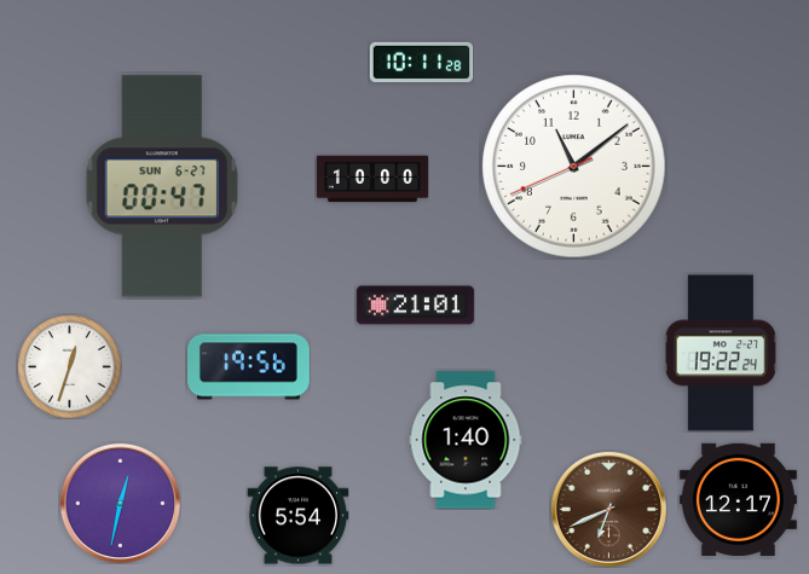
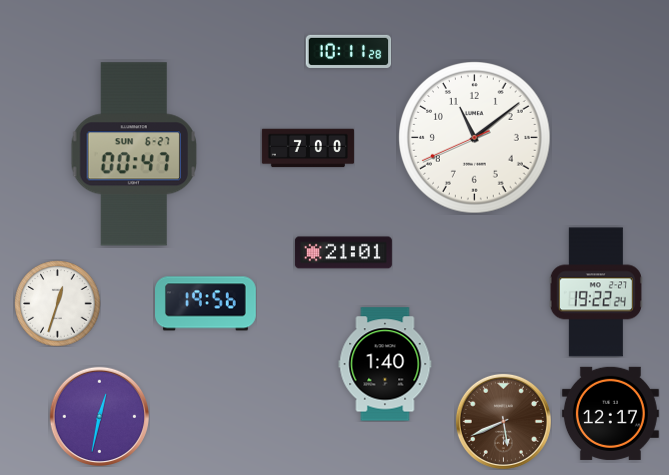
clock at (372, 179): 10:00 -> 7:00
clock at (608, 509): 6:41 -> 5:41
clock at (297, 516): 5:54 -> none
